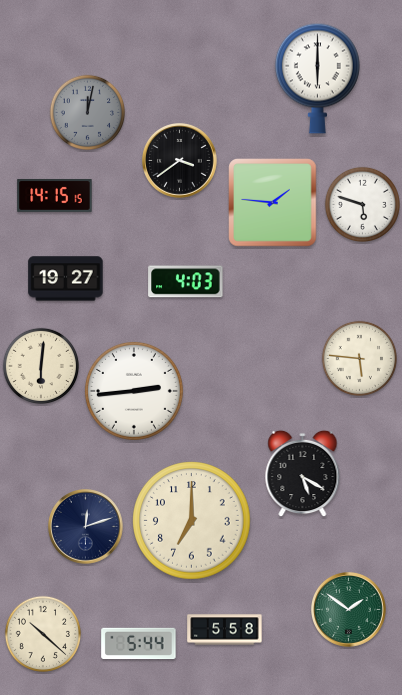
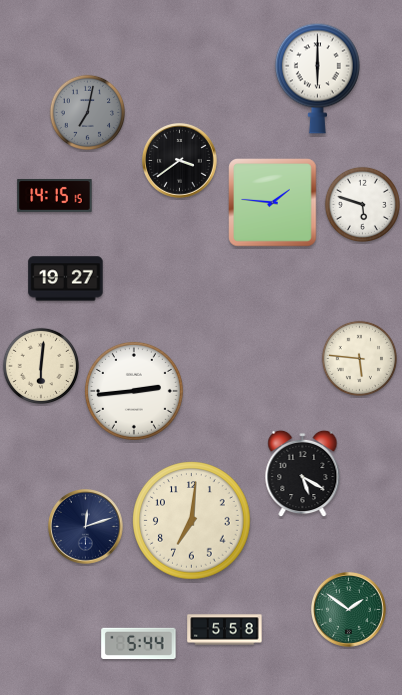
clock at (87, 112): 12:02 -> 7:02
clock at (186, 282): 4:03 -> none
clock at (192, 521): 7:00 -> 7:01
clock at (42, 633): 10:22 -> none
